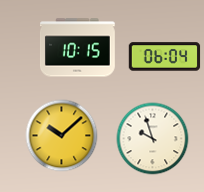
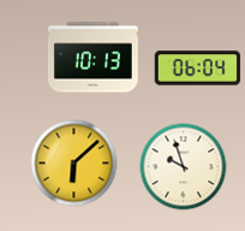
clock at (78, 48): 10:15 -> 10:13
clock at (62, 136): 10:08 -> 6:08
